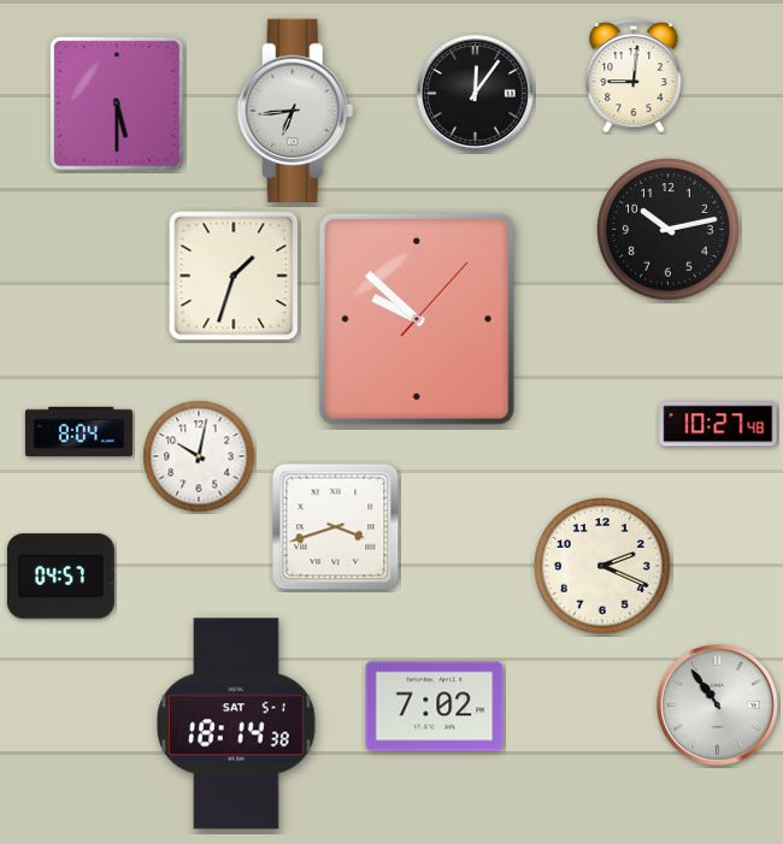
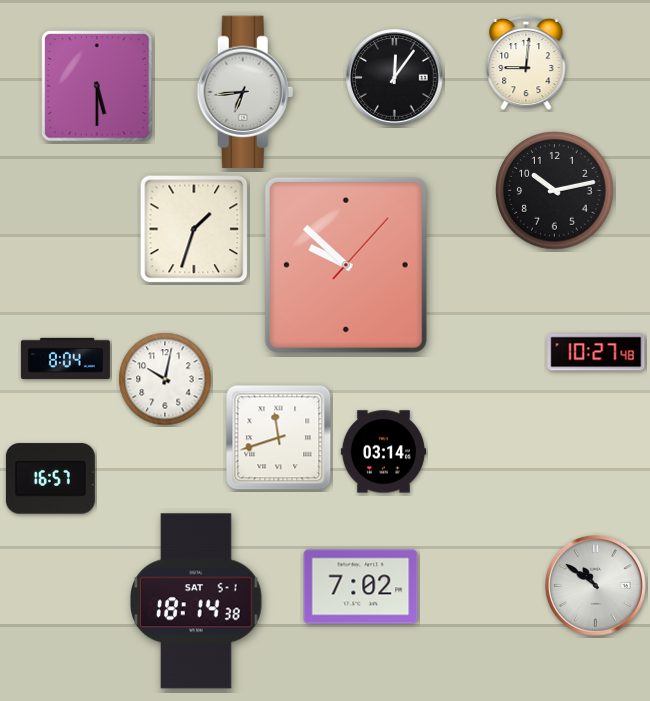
clock at (336, 527): 3:42 -> 11:42
clock at (383, 452): none -> 03:14
clock at (602, 566): 2:19 -> none
clock at (60, 577): 04:57 -> 16:57
clock at (718, 706): 10:54 -> 10:51
